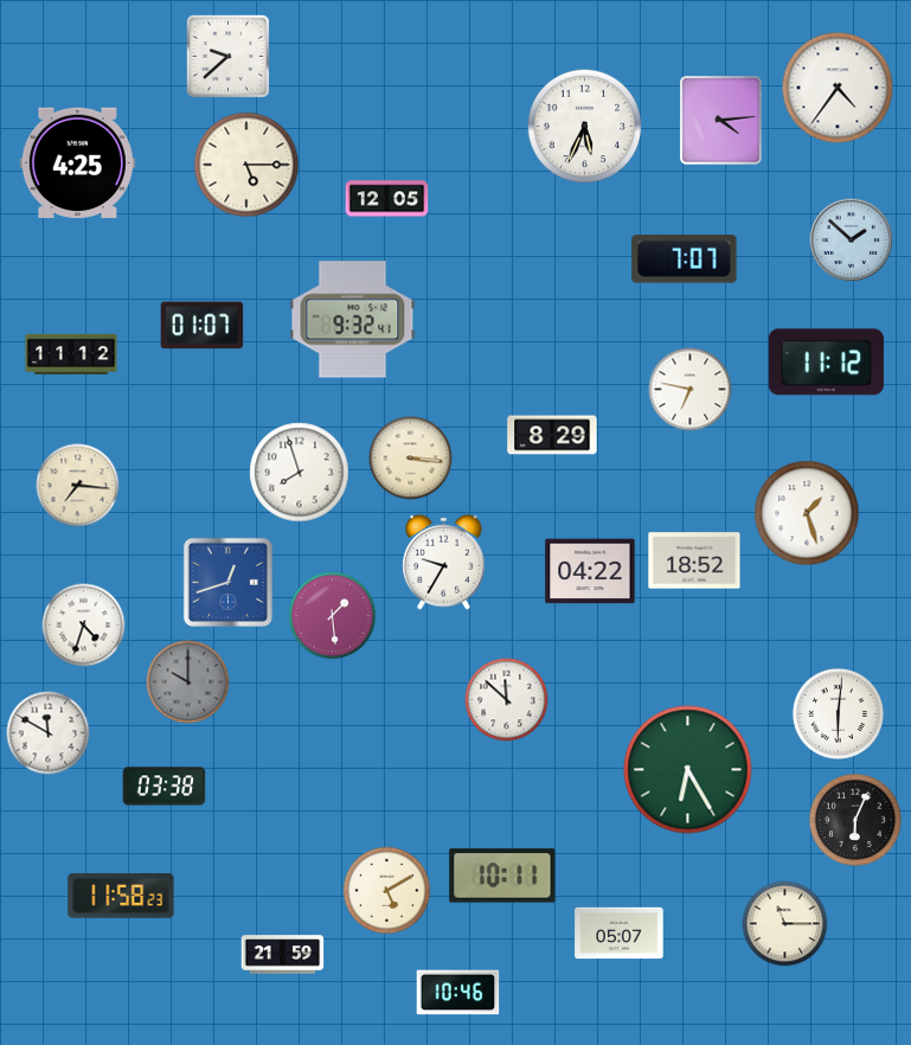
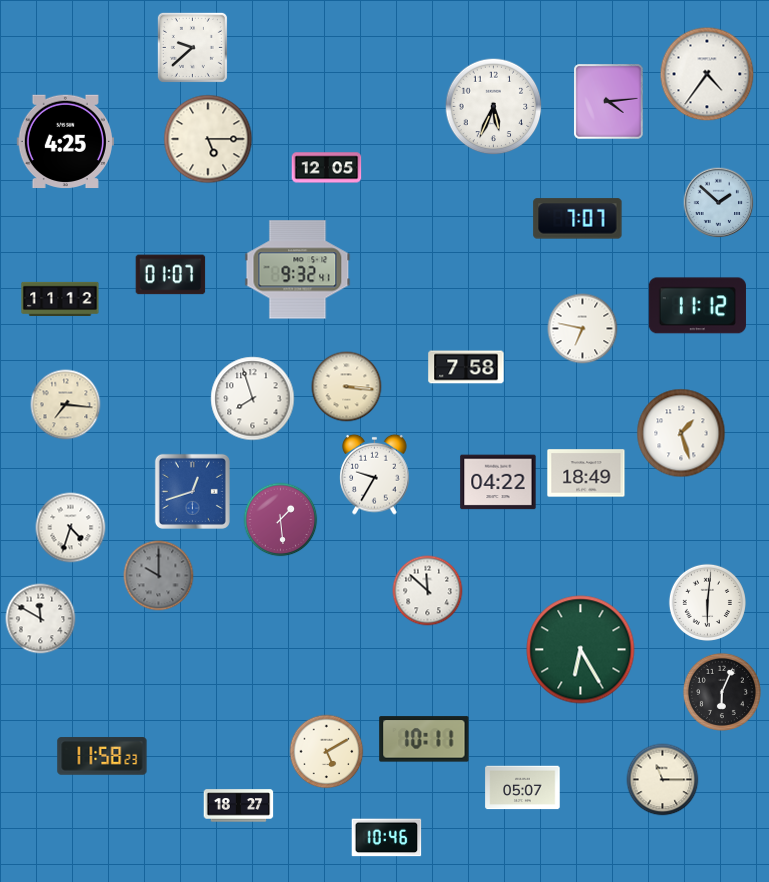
clock at (77, 164) position: (77, 164) -> (65, 142)
clock at (552, 435): 8:29 -> 7:58
clock at (78, 486) position: (78, 486) -> (66, 405)
clock at (694, 560): 18:52 -> 18:49
clock at (165, 787): 03:38 -> none
clock at (283, 955): 21:59 -> 18:27
